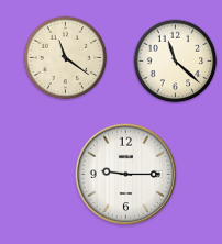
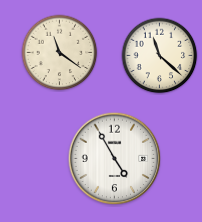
clock at (126, 175): 9:15 -> 4:55
